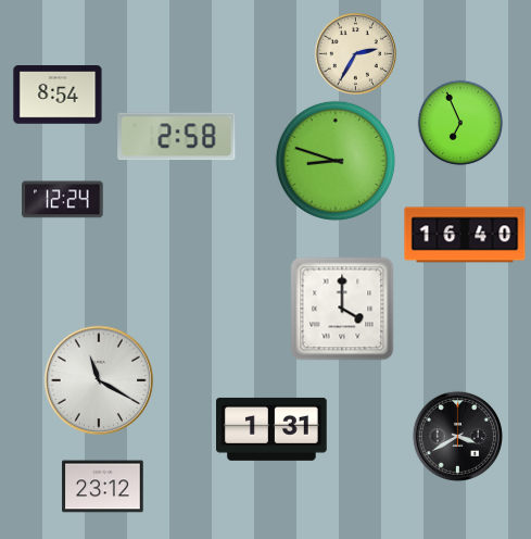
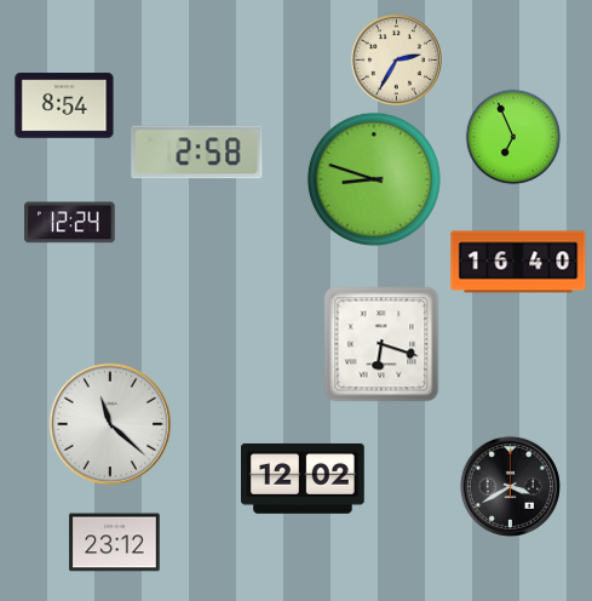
clock at (342, 309): 4:00 -> 6:18
clock at (99, 380): 11:20 -> 11:22
clock at (273, 429): 1:31 -> 12:02
